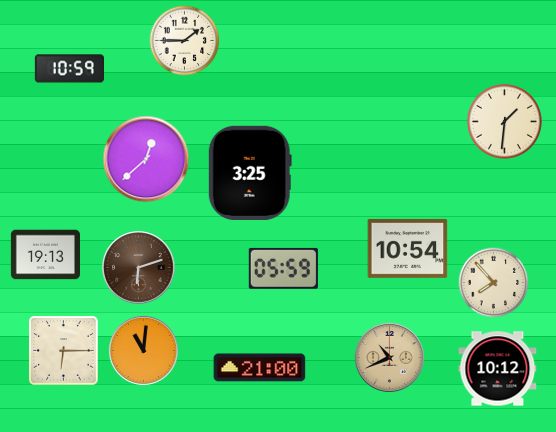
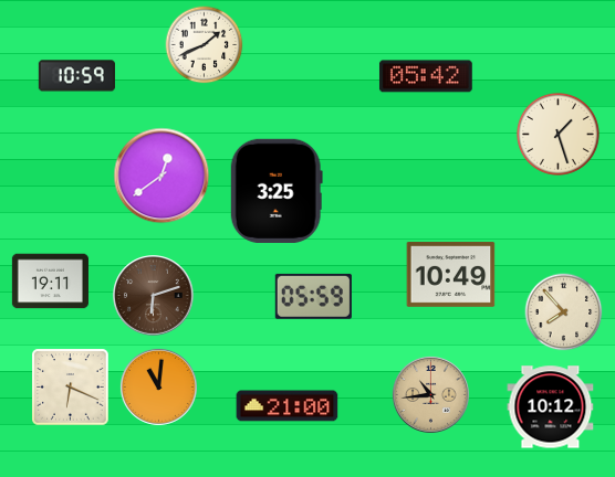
clock at (185, 41): 1:45 -> 1:41
clock at (426, 76): none -> 05:42
clock at (504, 121): 1:31 -> 1:27
clock at (146, 159): 12:38 -> 12:39
clock at (408, 248): 10:54 -> 10:49
clock at (45, 255): 19:13 -> 19:11
clock at (494, 283) position: (494, 283) -> (564, 312)
clock at (64, 351): 6:15 -> 6:19
clock at (389, 357): 10:41 -> 10:44
